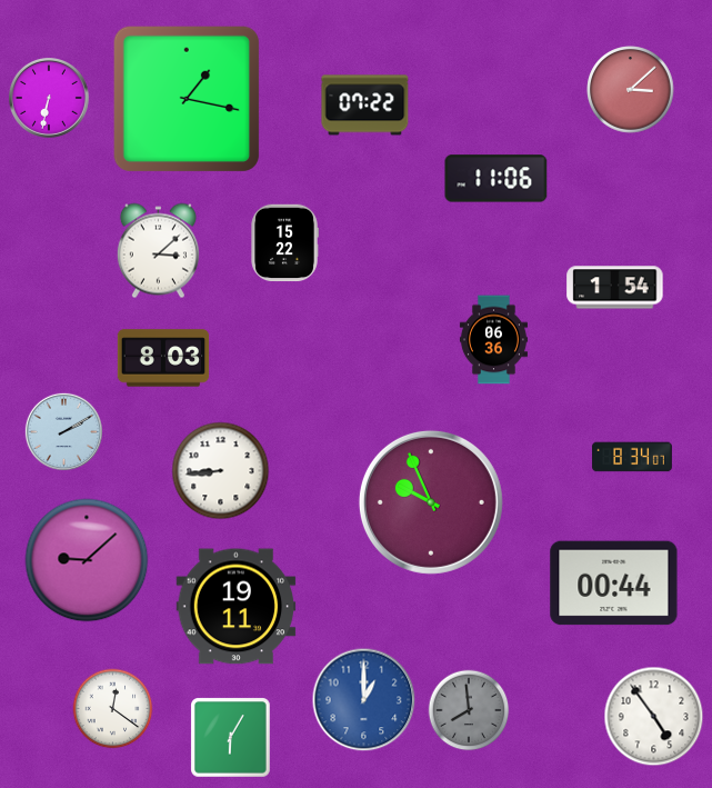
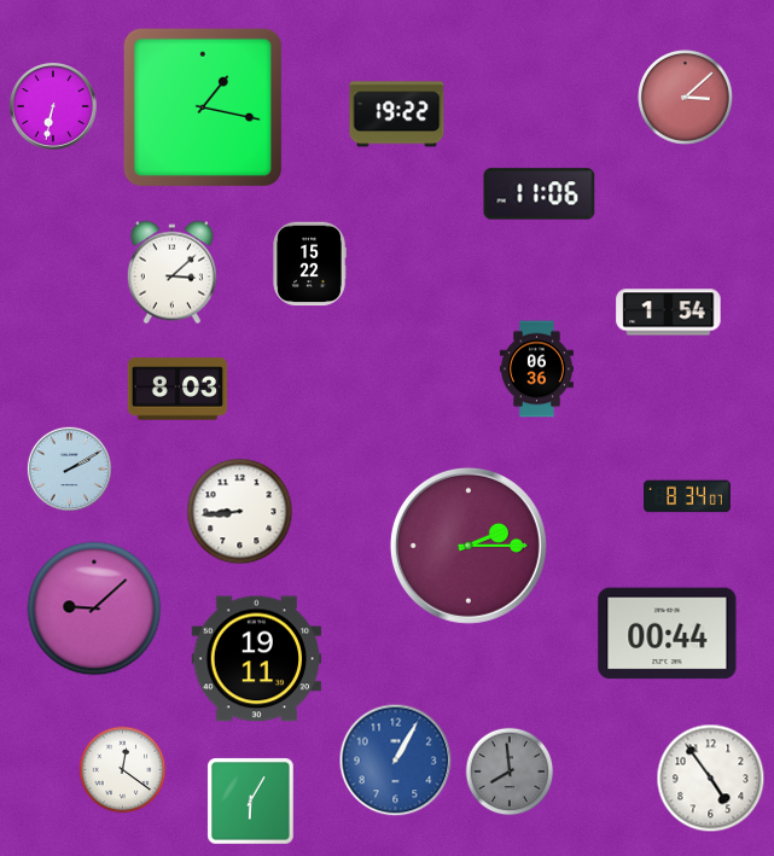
clock at (365, 106): 07:22 -> 19:22
clock at (431, 502): 9:56 -> 2:15
clock at (364, 700): 1:00 -> 1:05
